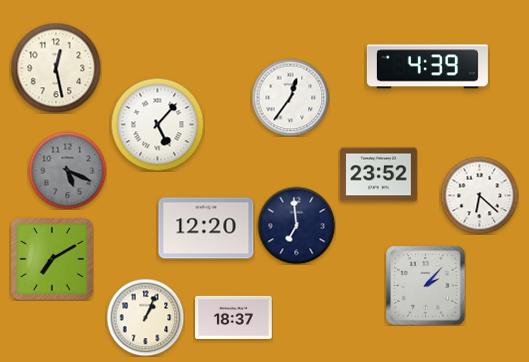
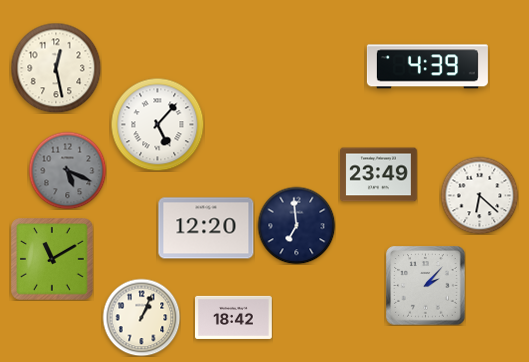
clock at (290, 97): 12:36 -> none
clock at (379, 175): 23:52 -> 23:49
clock at (52, 259): 7:10 -> 11:10
clock at (145, 317) position: (145, 317) -> (141, 317)
clock at (234, 317): 18:37 -> 18:42
